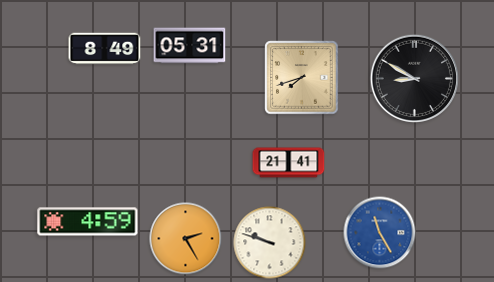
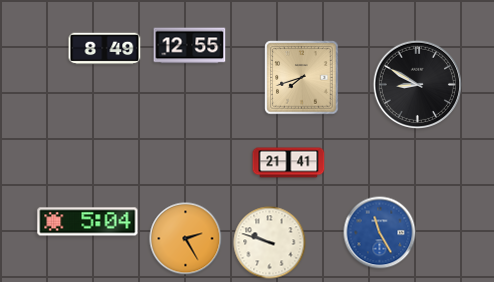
clock at (190, 46): 05:31 -> 12:55
clock at (414, 78) position: (414, 78) -> (417, 84)
clock at (88, 222): 4:59 -> 5:04
